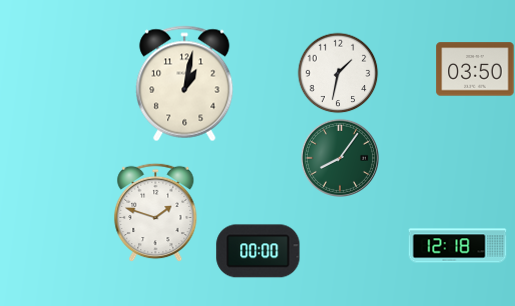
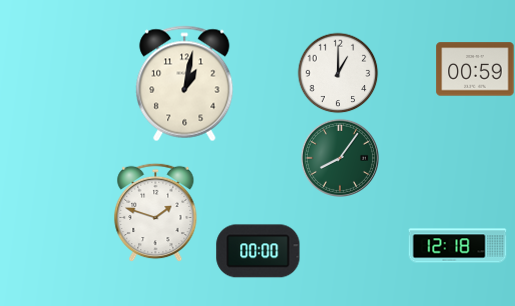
clock at (475, 69): 03:50 -> 00:59
clock at (338, 73): 1:32 -> 1:00
